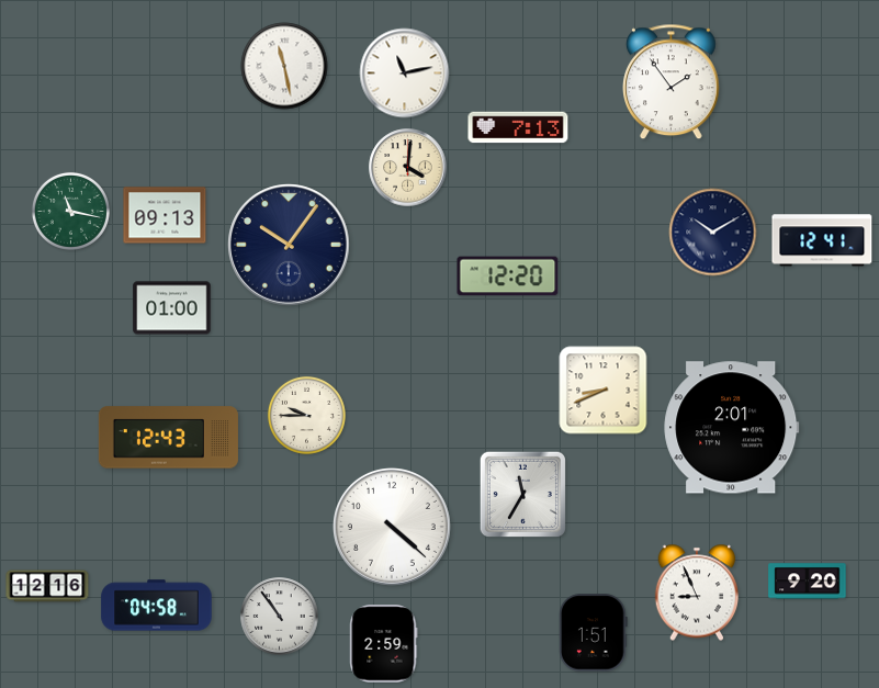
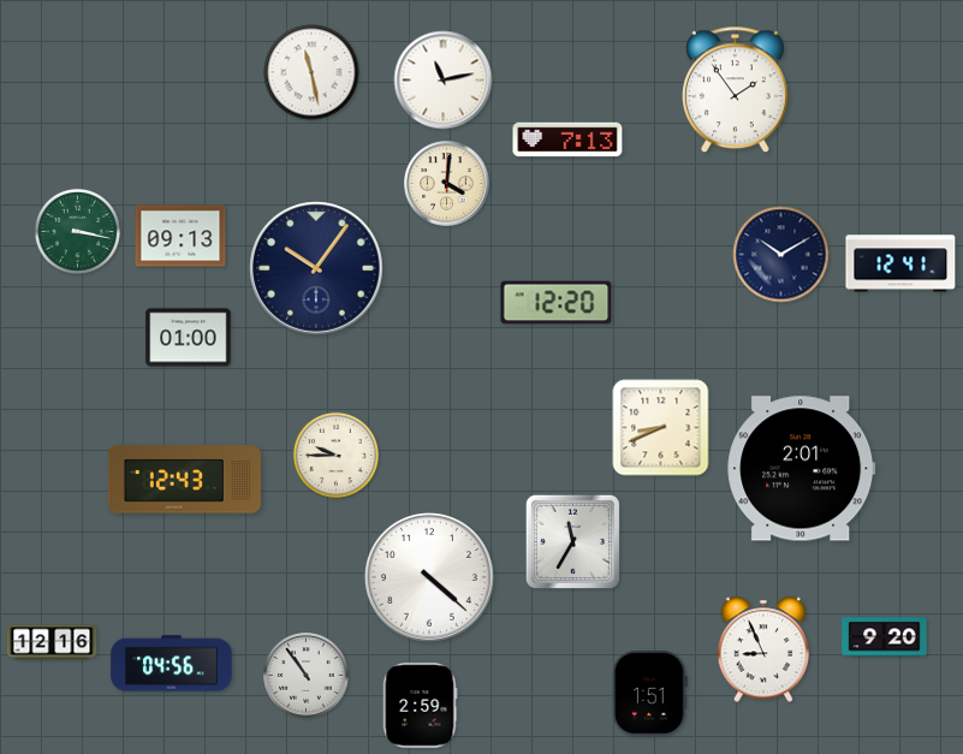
clock at (70, 211): 11:17 -> 3:17
clock at (157, 606): 04:58 -> 04:56
